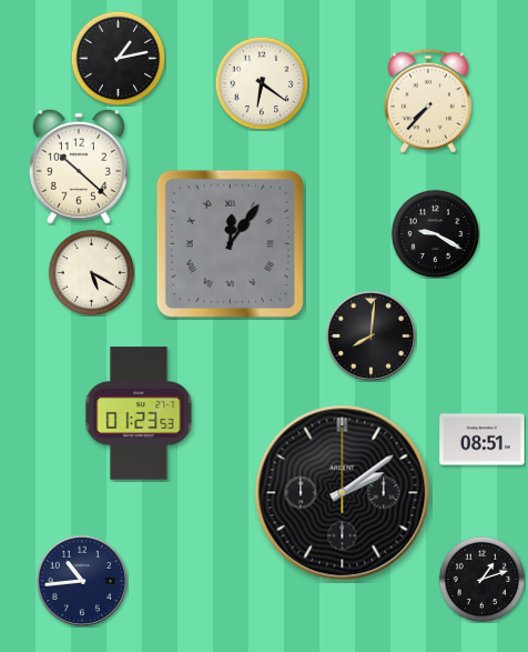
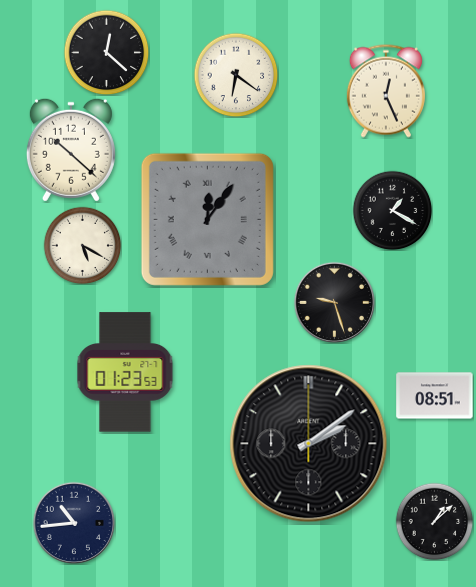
clock at (118, 58): 1:13 -> 12:22
clock at (428, 101): 7:37 -> 12:26
clock at (435, 233): 9:20 -> 1:20
clock at (370, 335): 8:01 -> 9:27
clock at (481, 579): 1:12 -> 1:08
